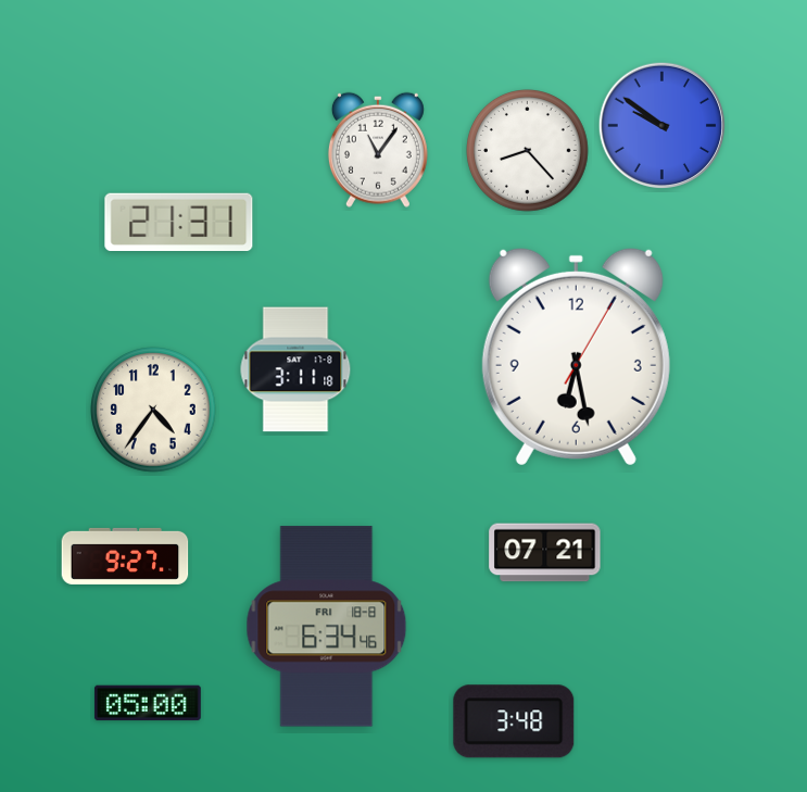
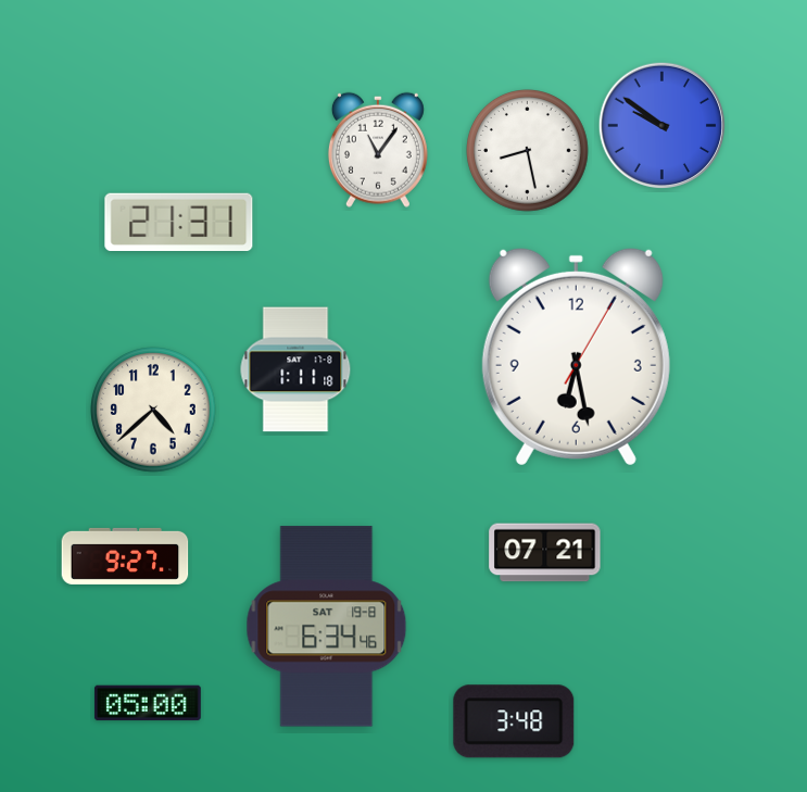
clock at (528, 151): 8:23 -> 8:28
clock at (295, 369): 3:11 -> 1:11
clock at (153, 410): 4:36 -> 4:38
clock at (327, 627) date: FRI 18-8 -> SAT 19-8
